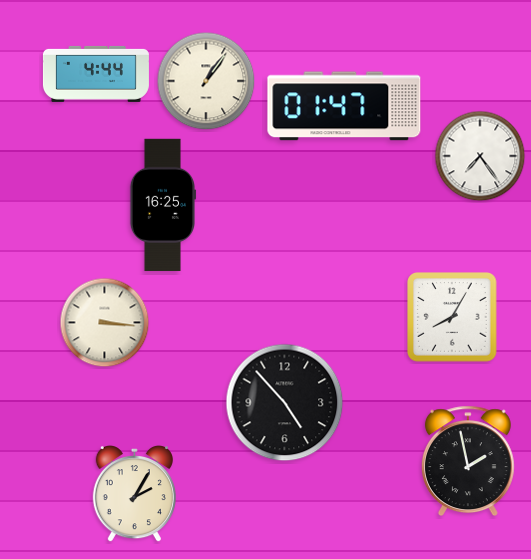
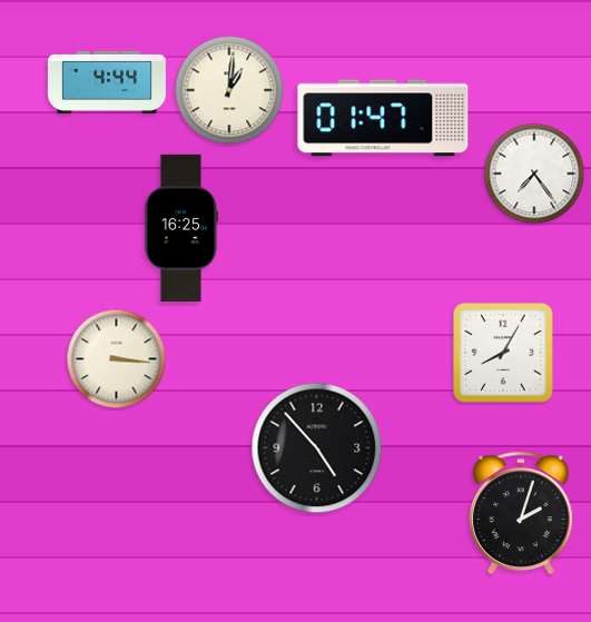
clock at (206, 81): 1:06 -> 1:01
clock at (468, 461): 1:58 -> 2:03
clock at (134, 494): 2:05 -> none
